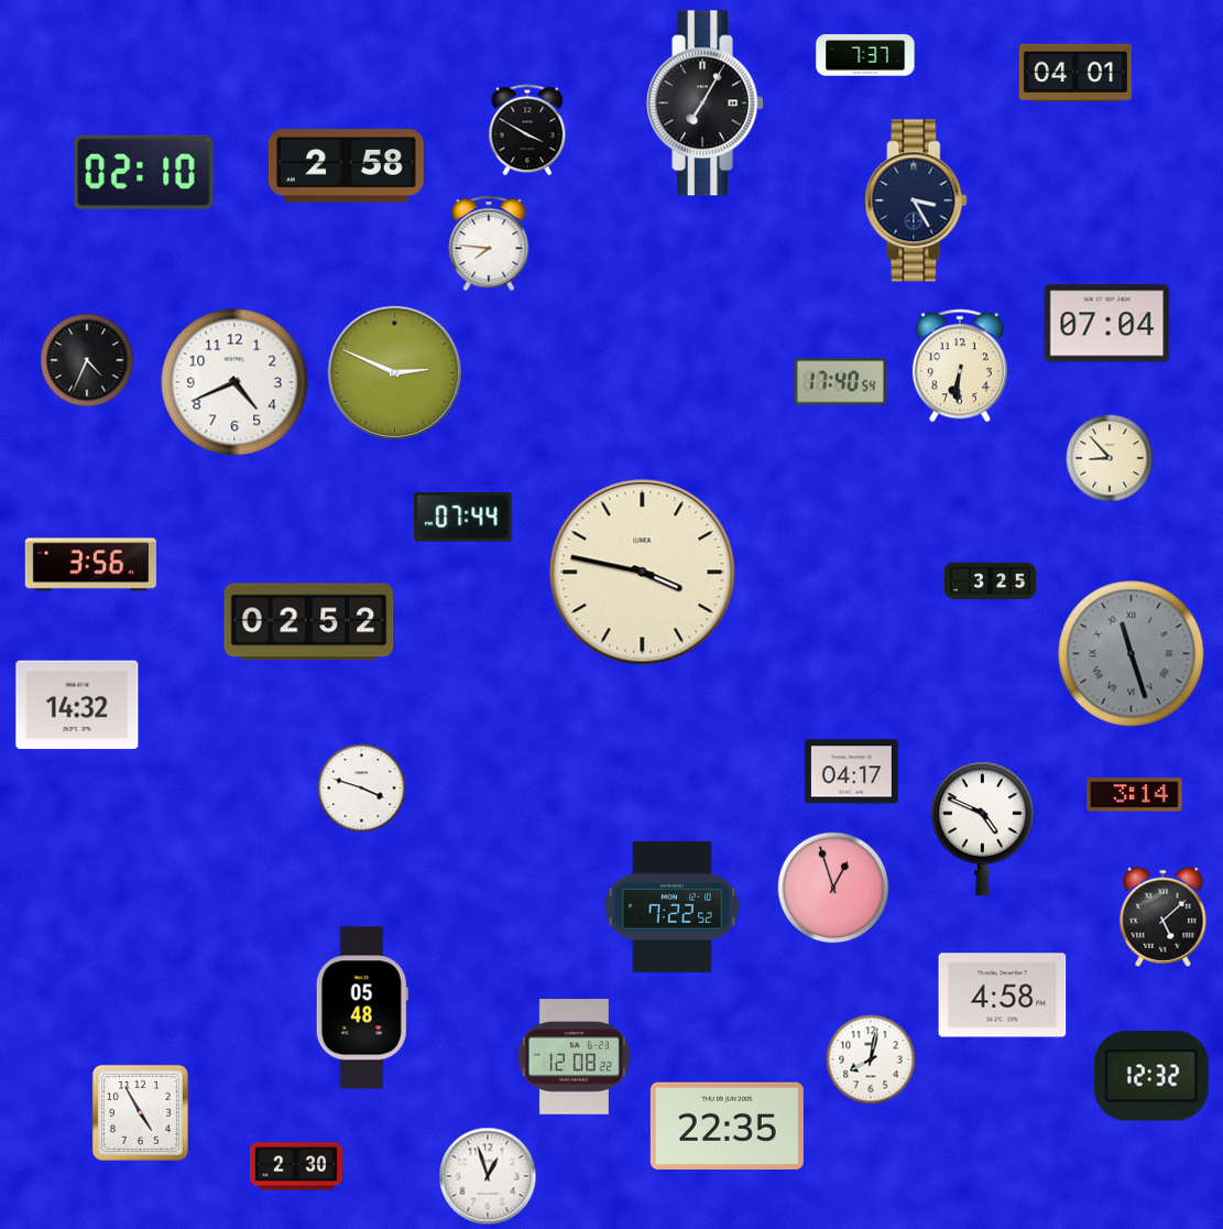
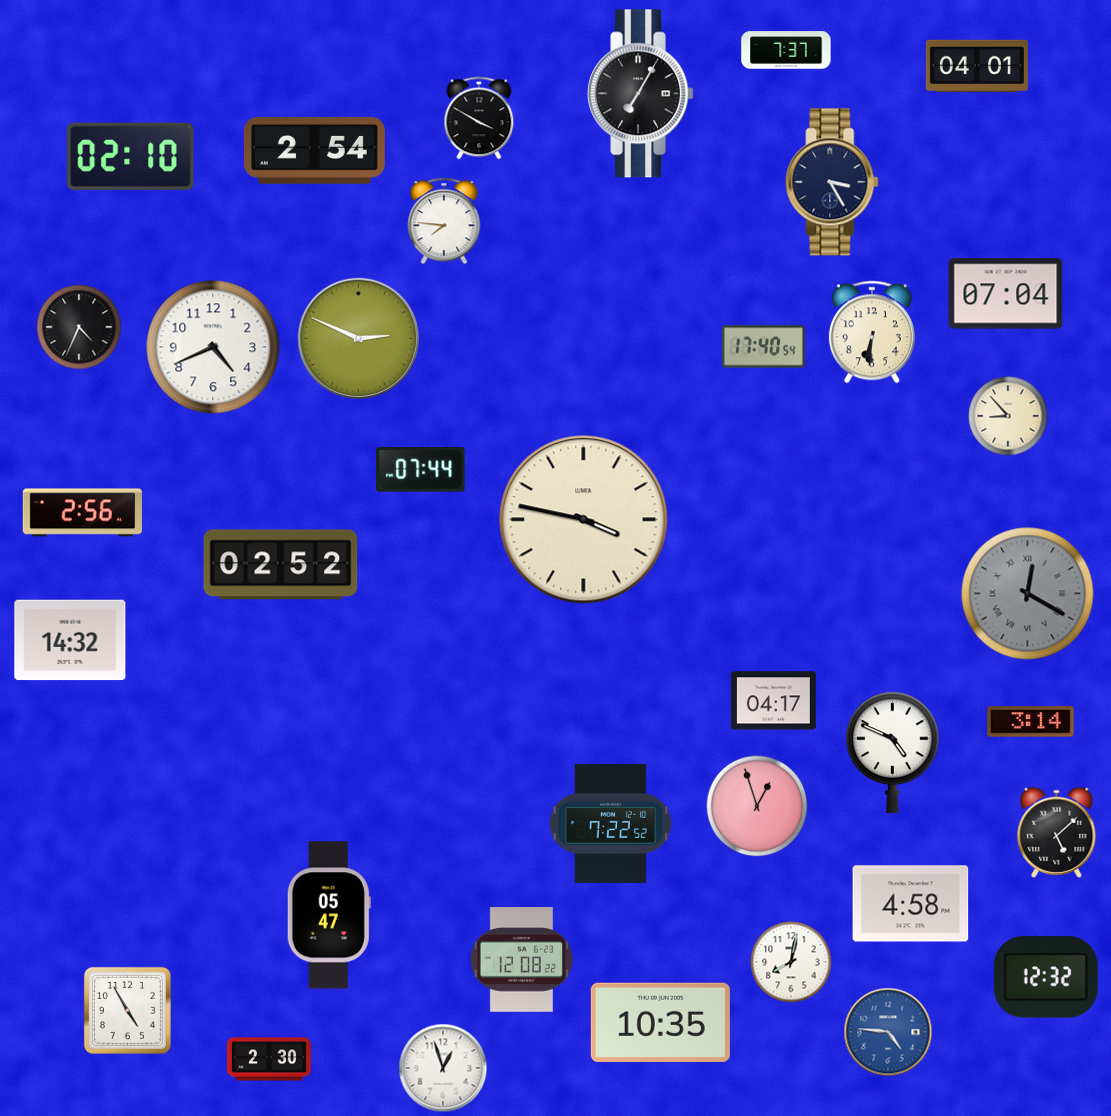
clock at (346, 166): 2:58 -> 2:54
clock at (90, 565): 3:56 -> 2:56
clock at (990, 581): 3:25 -> none
clock at (1132, 654): 11:27 -> 12:20
clock at (362, 788): 3:48 -> none
clock at (362, 1008): 05:48 -> 05:47
clock at (727, 1125): 22:35 -> 10:35
clock at (888, 1032): none -> 4:46
